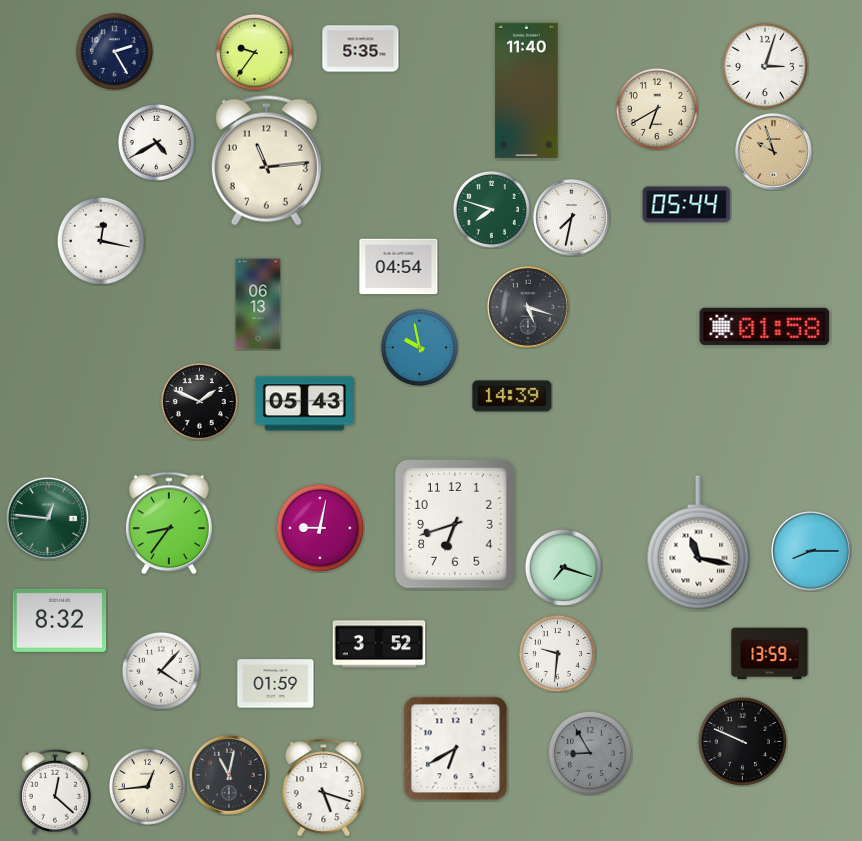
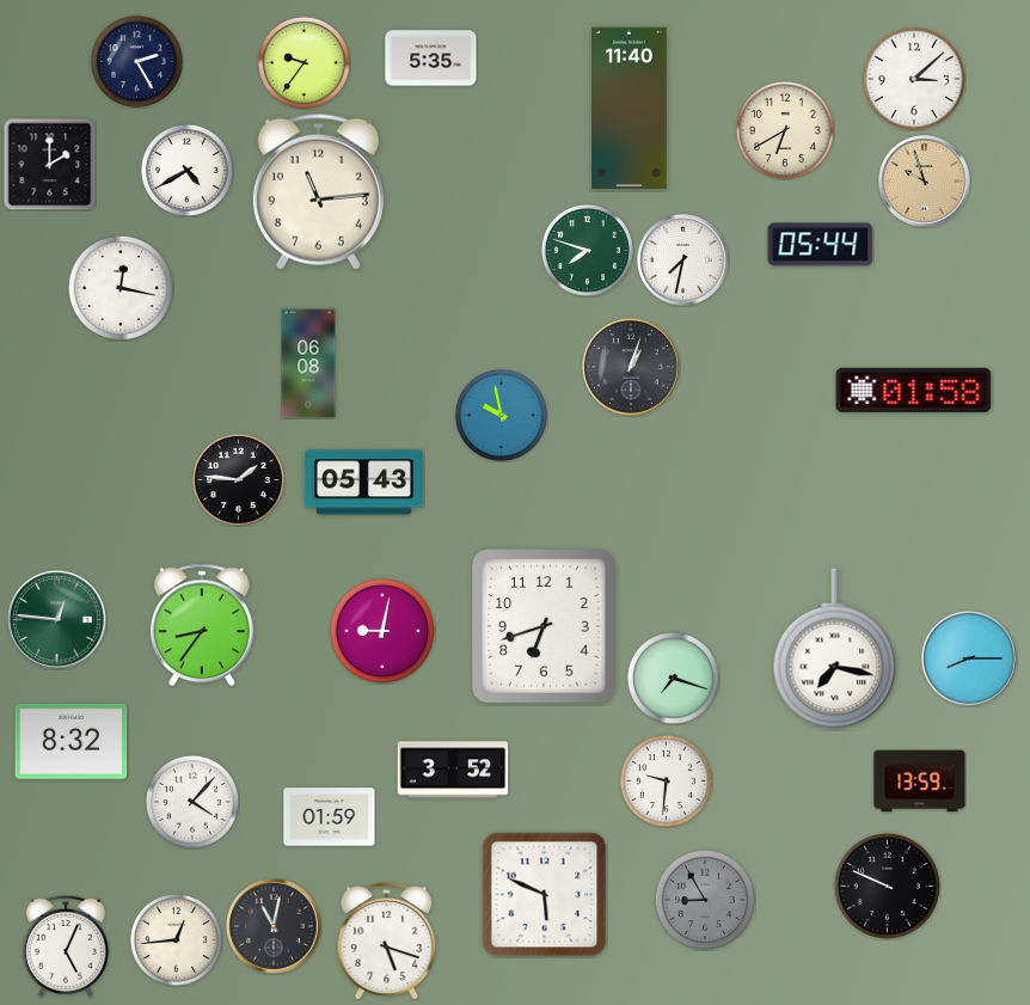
clock at (765, 66): 3:03 -> 3:08
clock at (49, 164): none -> 2:00
clock at (399, 267): 04:54 -> none
clock at (258, 304): 06:13 -> 06:08
clock at (529, 308): 5:18 -> 1:03
clock at (512, 396): 14:39 -> none
clock at (199, 401): 1:49 -> 1:46
clock at (699, 543): 11:17 -> 7:17
clock at (456, 749): 6:40 -> 5:49
clock at (55, 792): 12:22 -> 5:04
